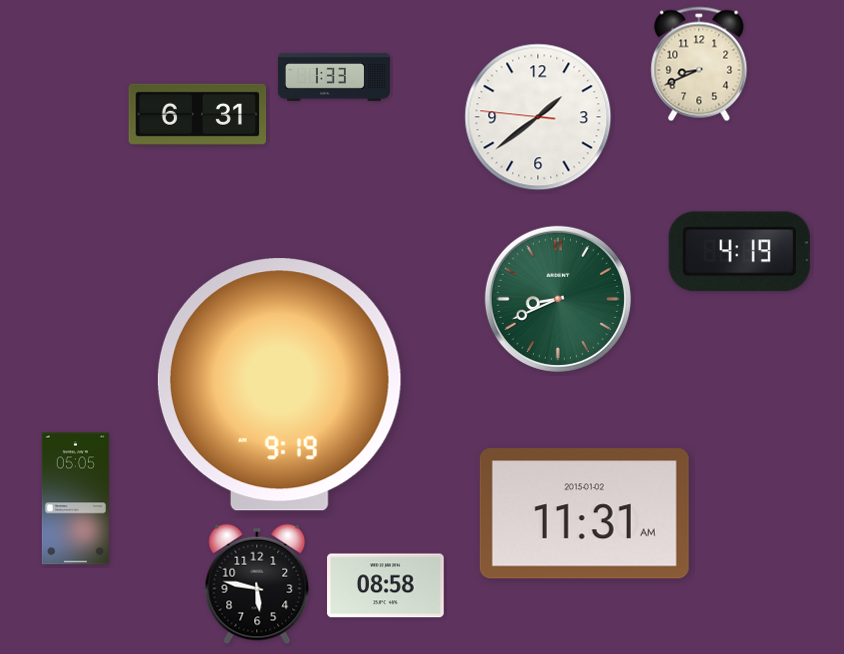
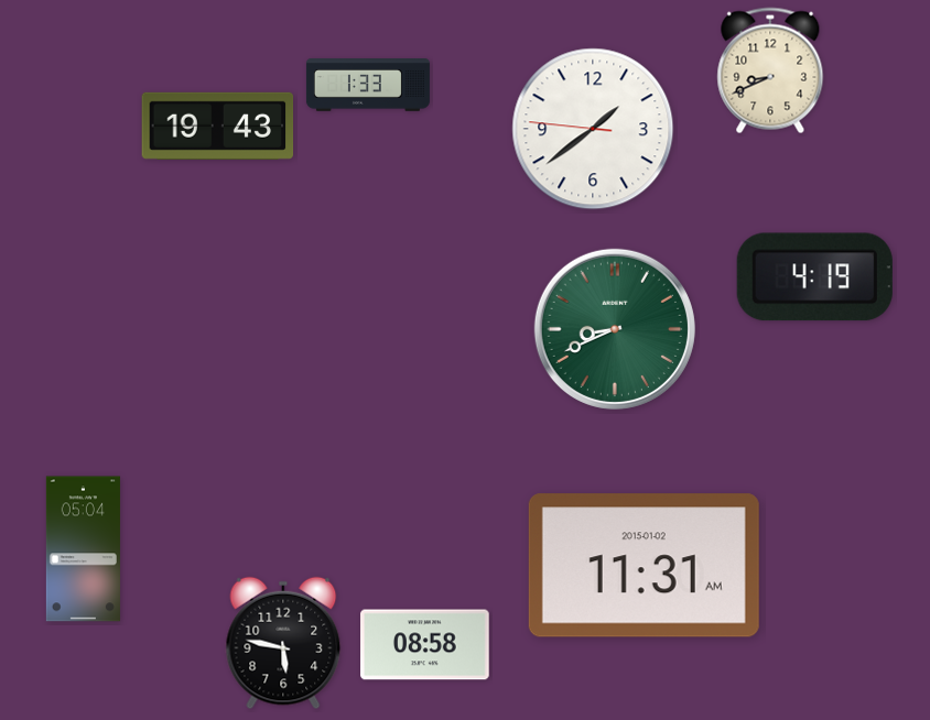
clock at (198, 114): 6:31 -> 19:43
clock at (279, 385): 9:19 -> none
clock at (75, 499): 05:05 -> 05:04
